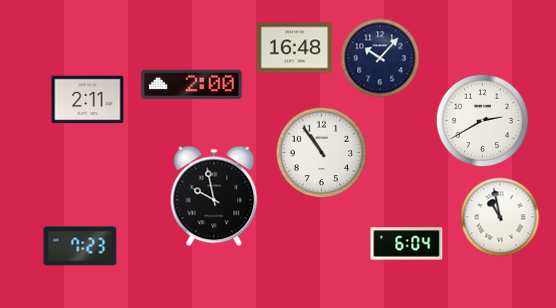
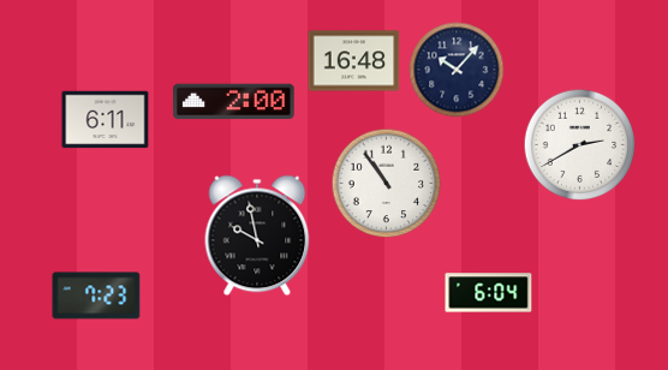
clock at (295, 48) position: (295, 48) -> (354, 61)
clock at (192, 85) position: (192, 85) -> (234, 102)
clock at (88, 100): 2:11 -> 6:11
clock at (500, 217): 10:58 -> none
